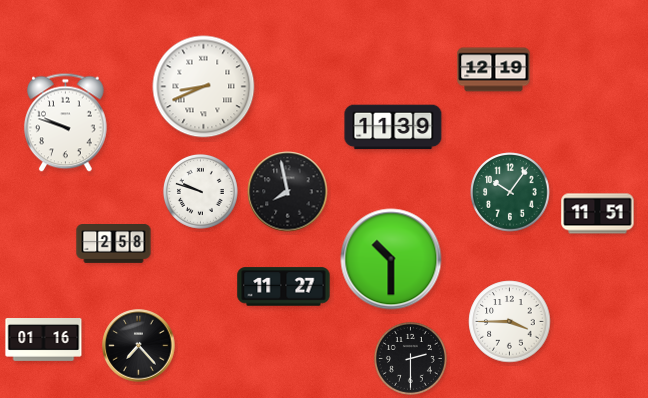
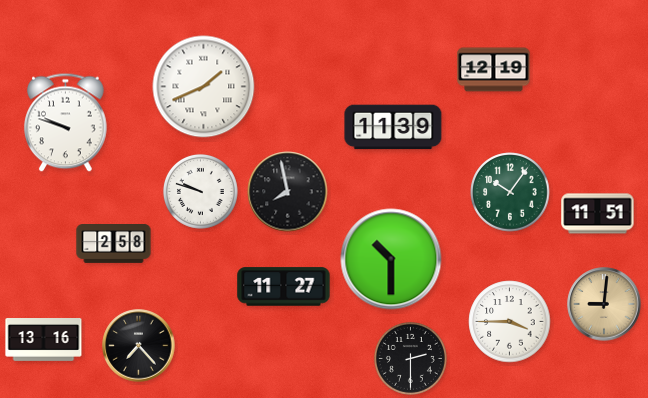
clock at (204, 87): 8:41 -> 1:41
clock at (604, 304): none -> 9:01
clock at (44, 340): 01:16 -> 13:16
